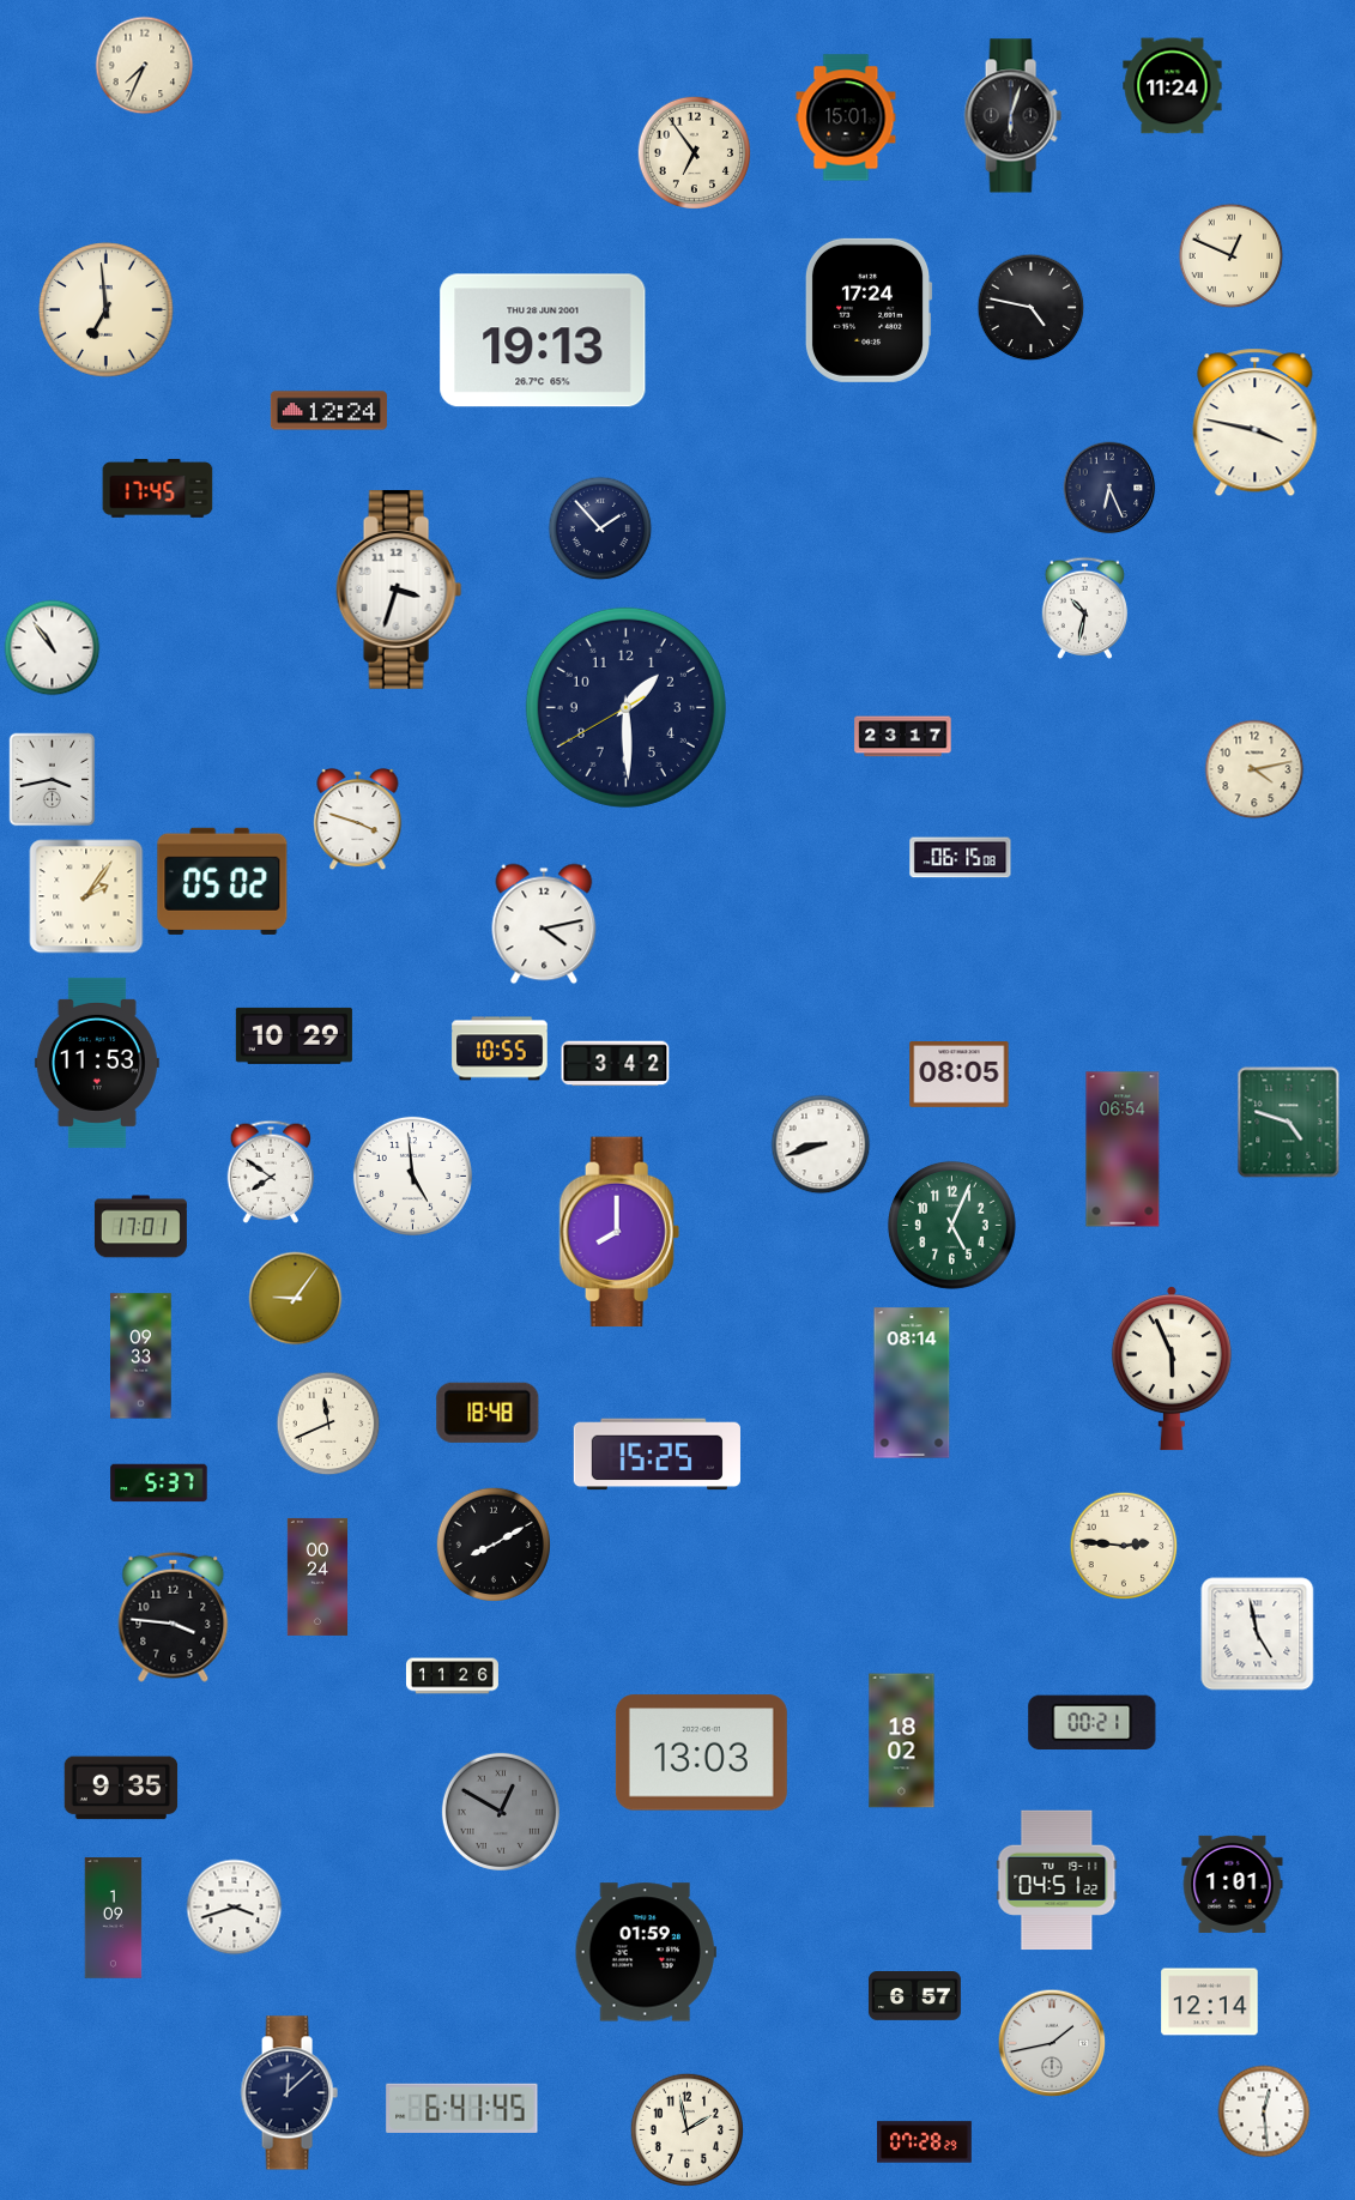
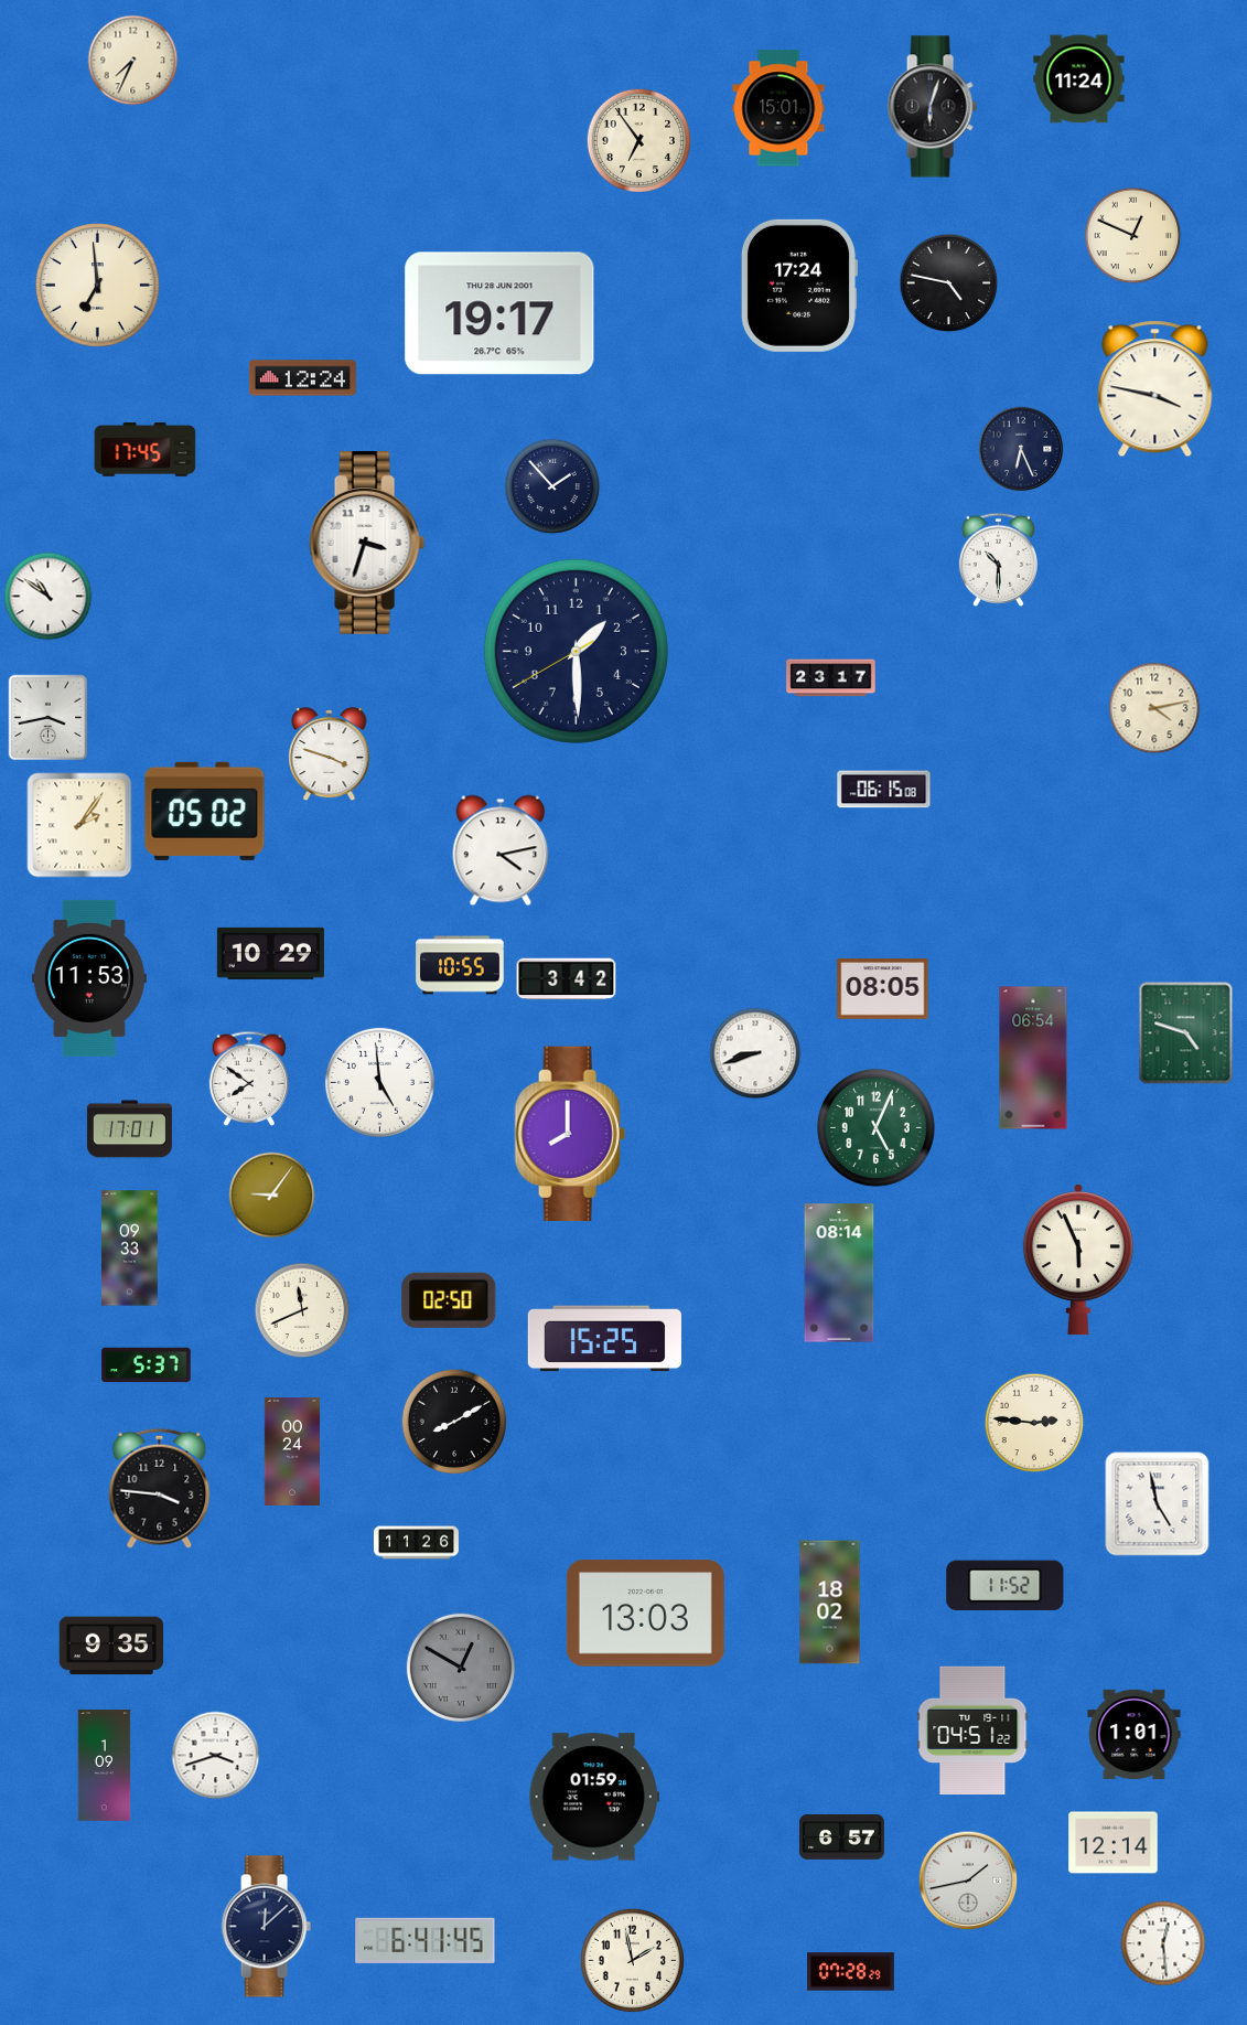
clock at (543, 340): 19:13 -> 19:17
clock at (1084, 608): 10:32 -> 10:30
clock at (53, 648): 10:54 -> 10:51
clock at (488, 1413): 18:48 -> 02:50
clock at (1093, 1723): 00:21 -> 11:52
